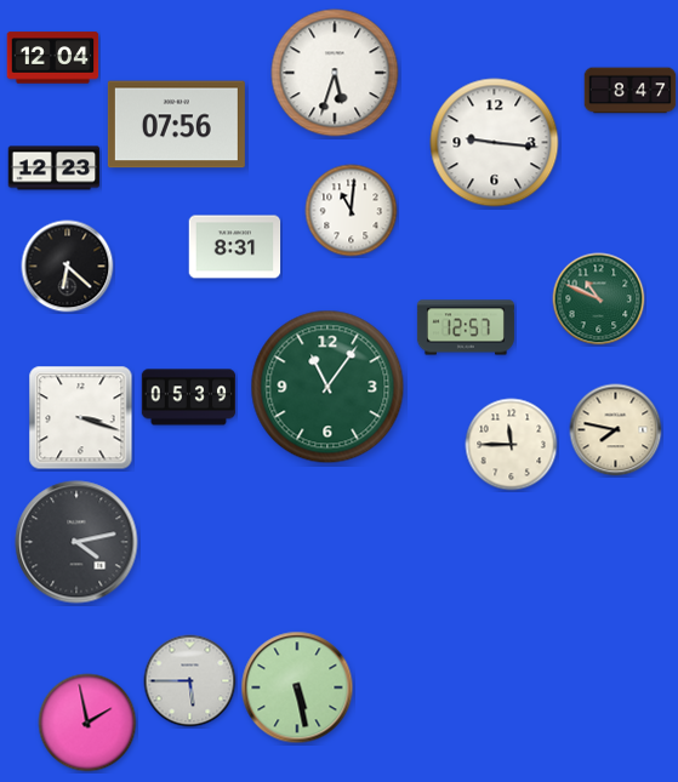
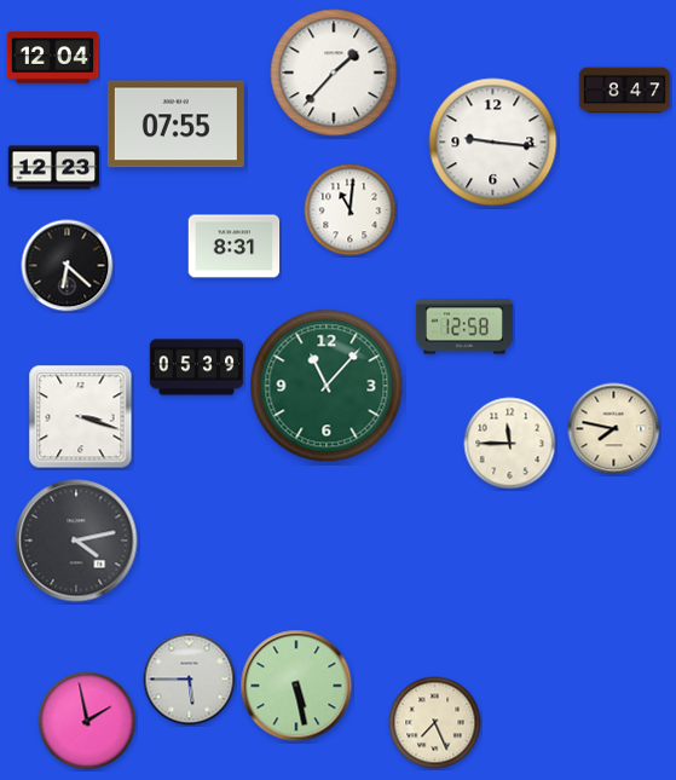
clock at (335, 73): 5:33 -> 1:37
clock at (631, 91) position: (631, 91) -> (625, 91)
clock at (176, 125): 07:56 -> 07:55
clock at (599, 299): 10:49 -> none
clock at (466, 327): 12:57 -> 12:58
clock at (327, 387): 11:06 -> 11:07
clock at (188, 398) position: (188, 398) -> (196, 368)
clock at (435, 723): none -> 7:26
